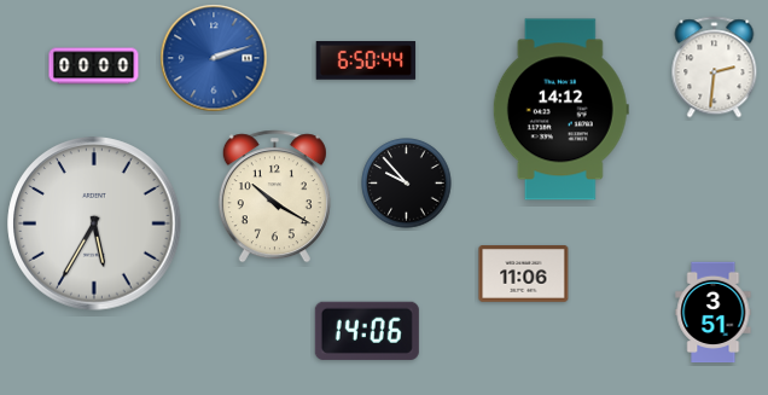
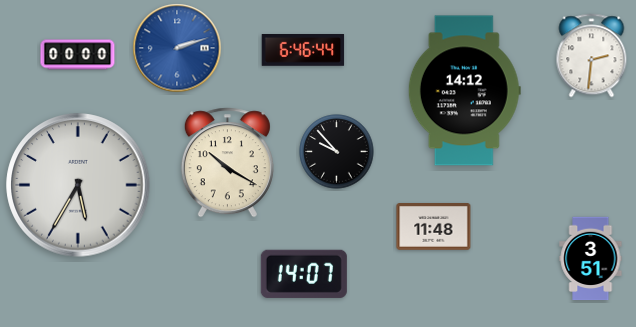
clock at (366, 62): 6:50 -> 6:46
clock at (524, 274): 11:06 -> 11:48
clock at (367, 331): 14:06 -> 14:07
